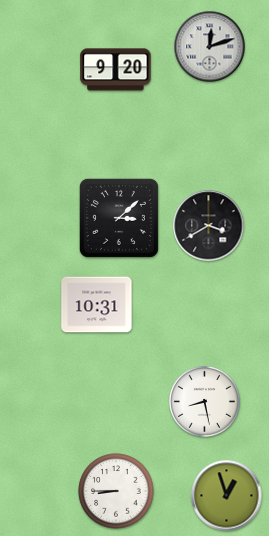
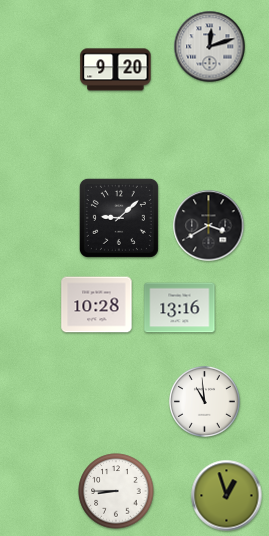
clock at (119, 218): 3:08 -> 9:08
clock at (97, 305): 10:31 -> 10:28
clock at (180, 308): none -> 13:16
clock at (205, 402): 8:28 -> 10:59
